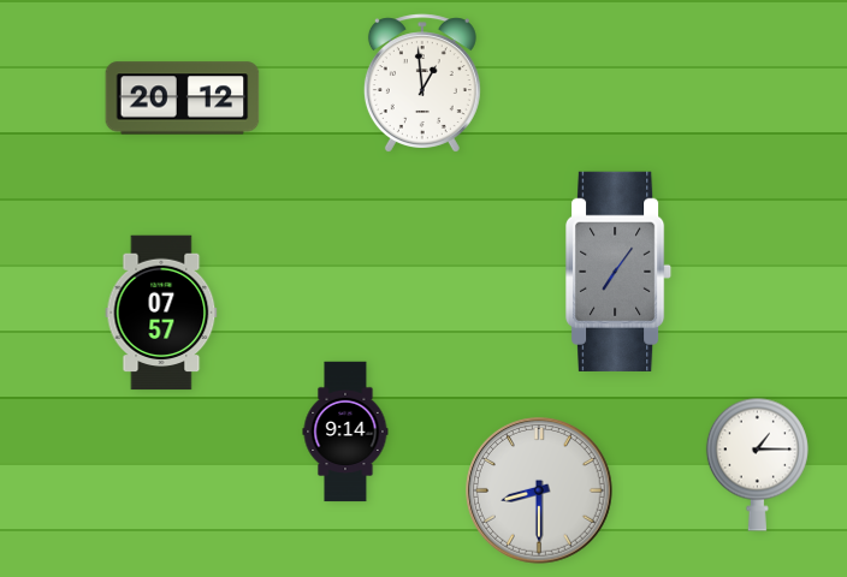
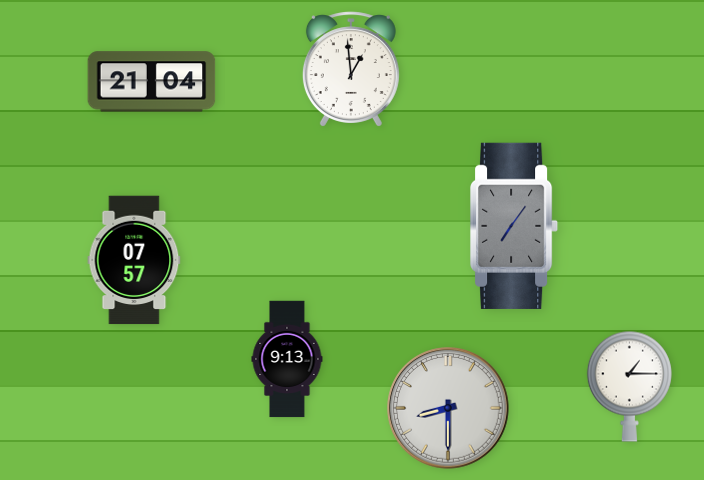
clock at (183, 99): 20:12 -> 21:04
clock at (345, 432): 9:14 -> 9:13
